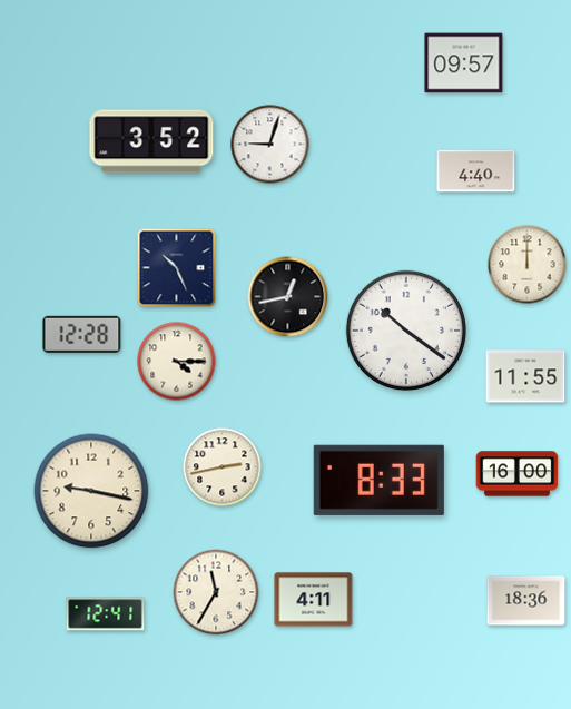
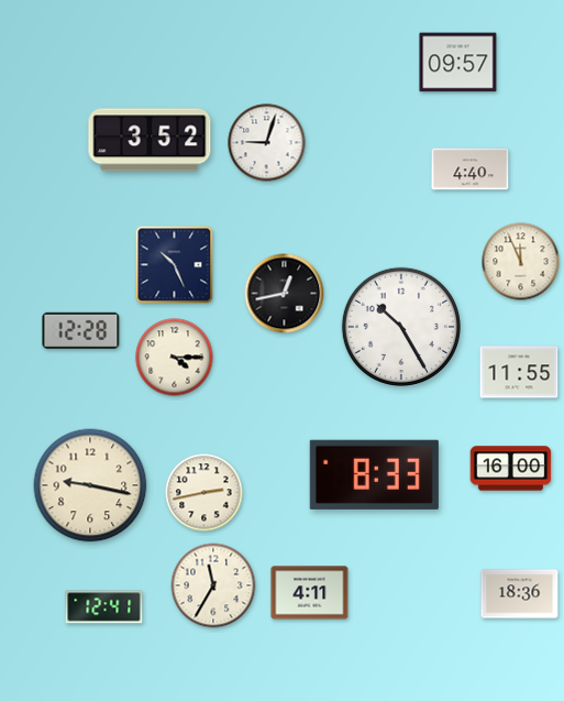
clock at (528, 265): 12:00 -> 11:56
clock at (406, 331): 10:21 -> 10:25
clock at (223, 467) position: (223, 467) -> (204, 493)
